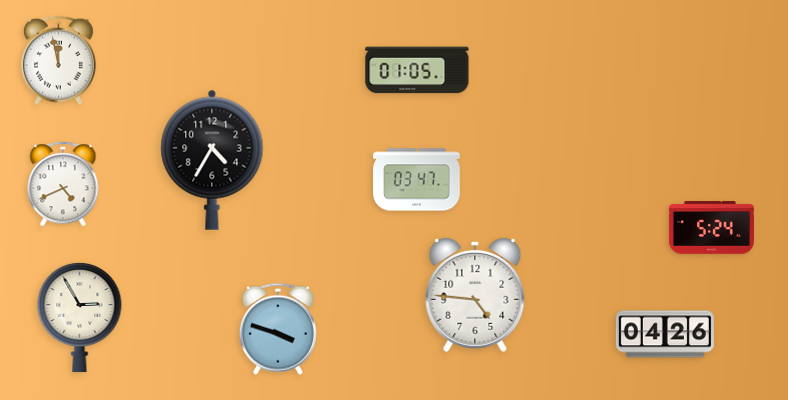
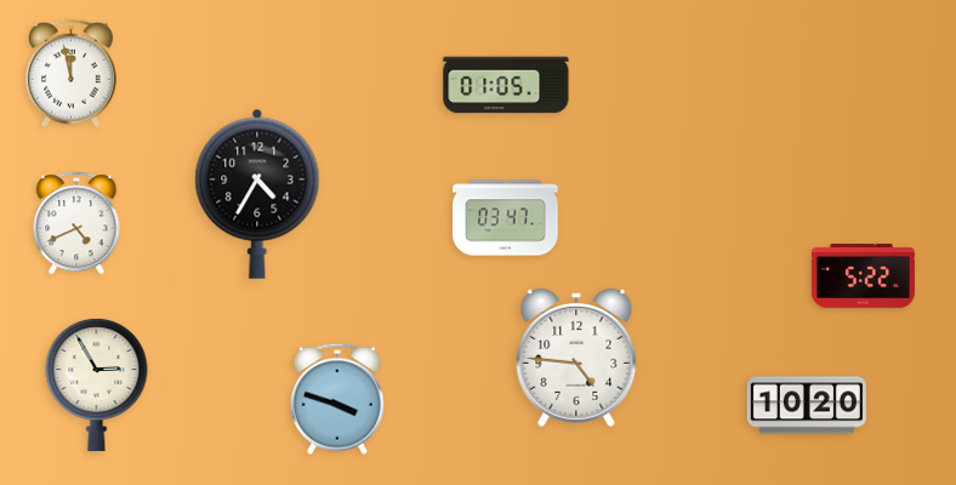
clock at (711, 228): 5:24 -> 5:22
clock at (665, 334): 04:26 -> 10:20
